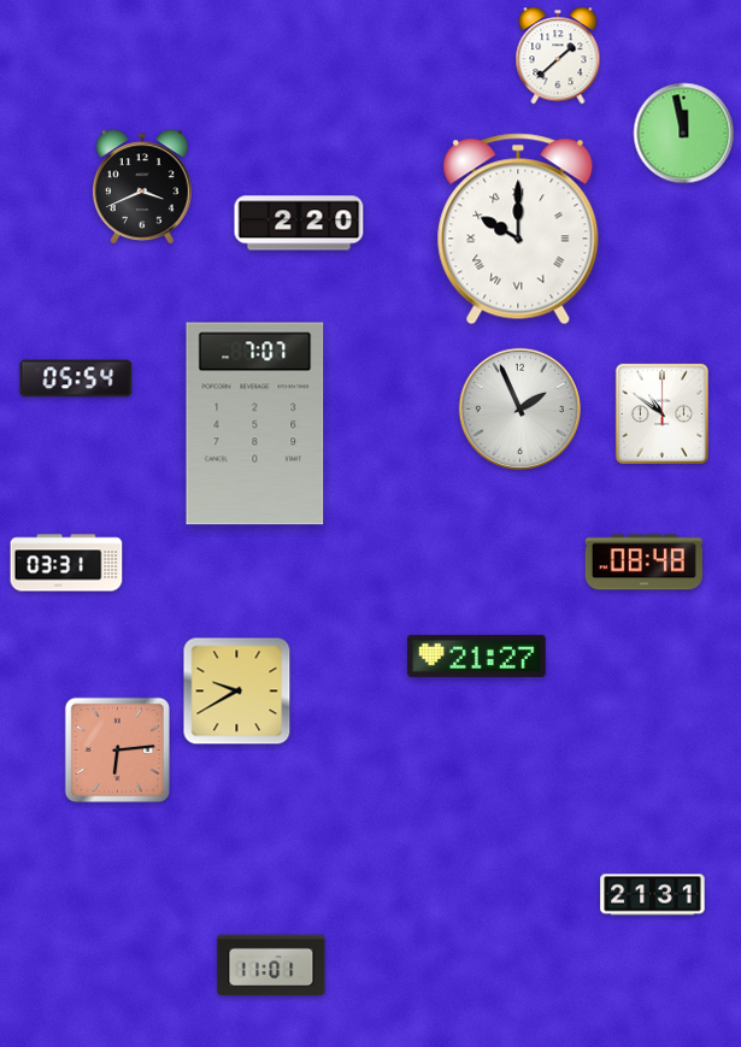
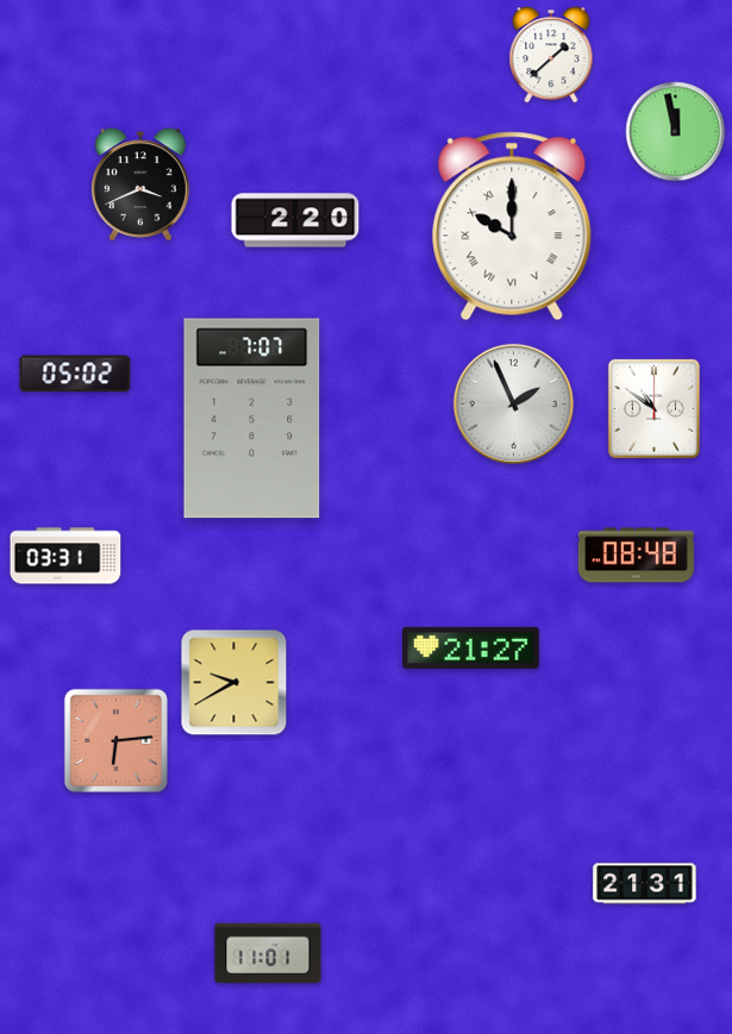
clock at (76, 378): 05:54 -> 05:02
